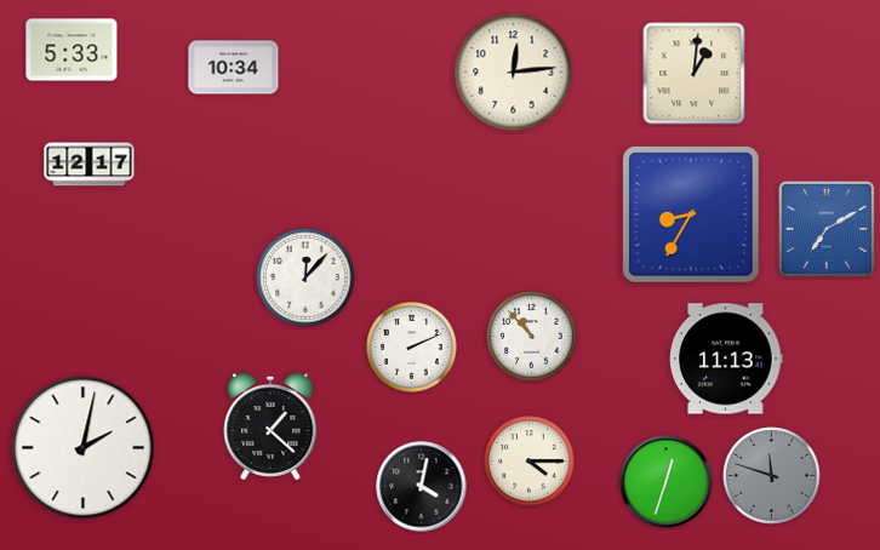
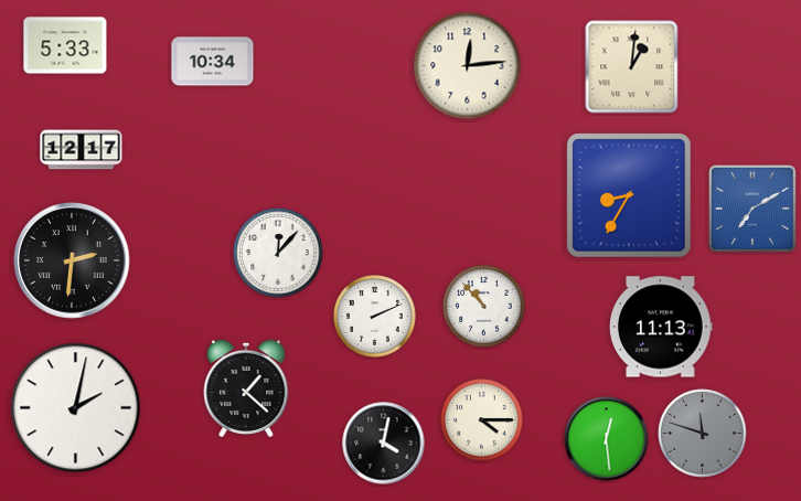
clock at (72, 260): none -> 2:31
clock at (667, 482): 12:33 -> 12:29
